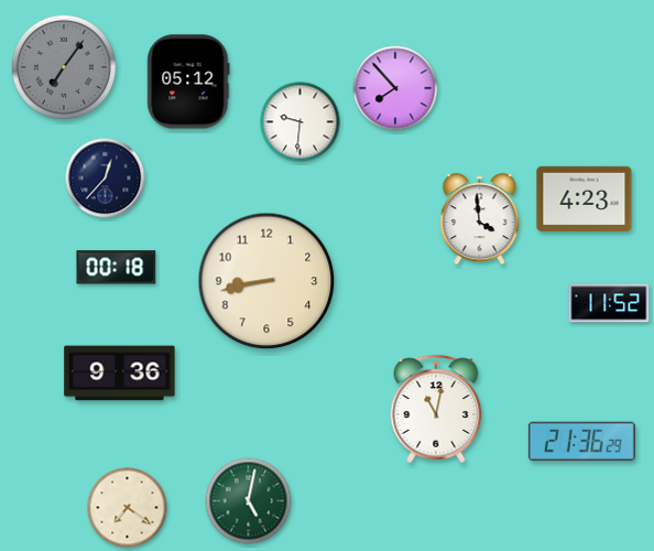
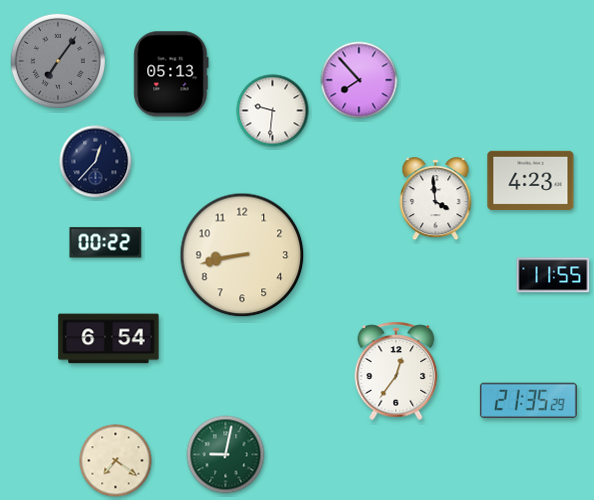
clock at (188, 82): 05:12 -> 05:13
clock at (117, 268): 00:18 -> 00:22
clock at (609, 303): 11:52 -> 11:55
clock at (120, 374): 9:36 -> 6:54
clock at (436, 409): 11:02 -> 12:36
clock at (581, 441): 21:36 -> 21:35
clock at (249, 501): 5:02 -> 9:02
